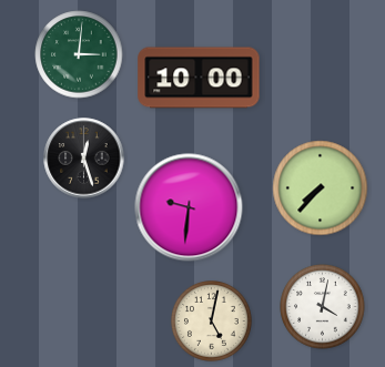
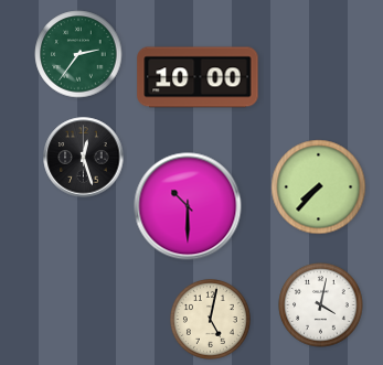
clock at (79, 54): 3:01 -> 2:36
clock at (189, 207): 9:31 -> 10:30
